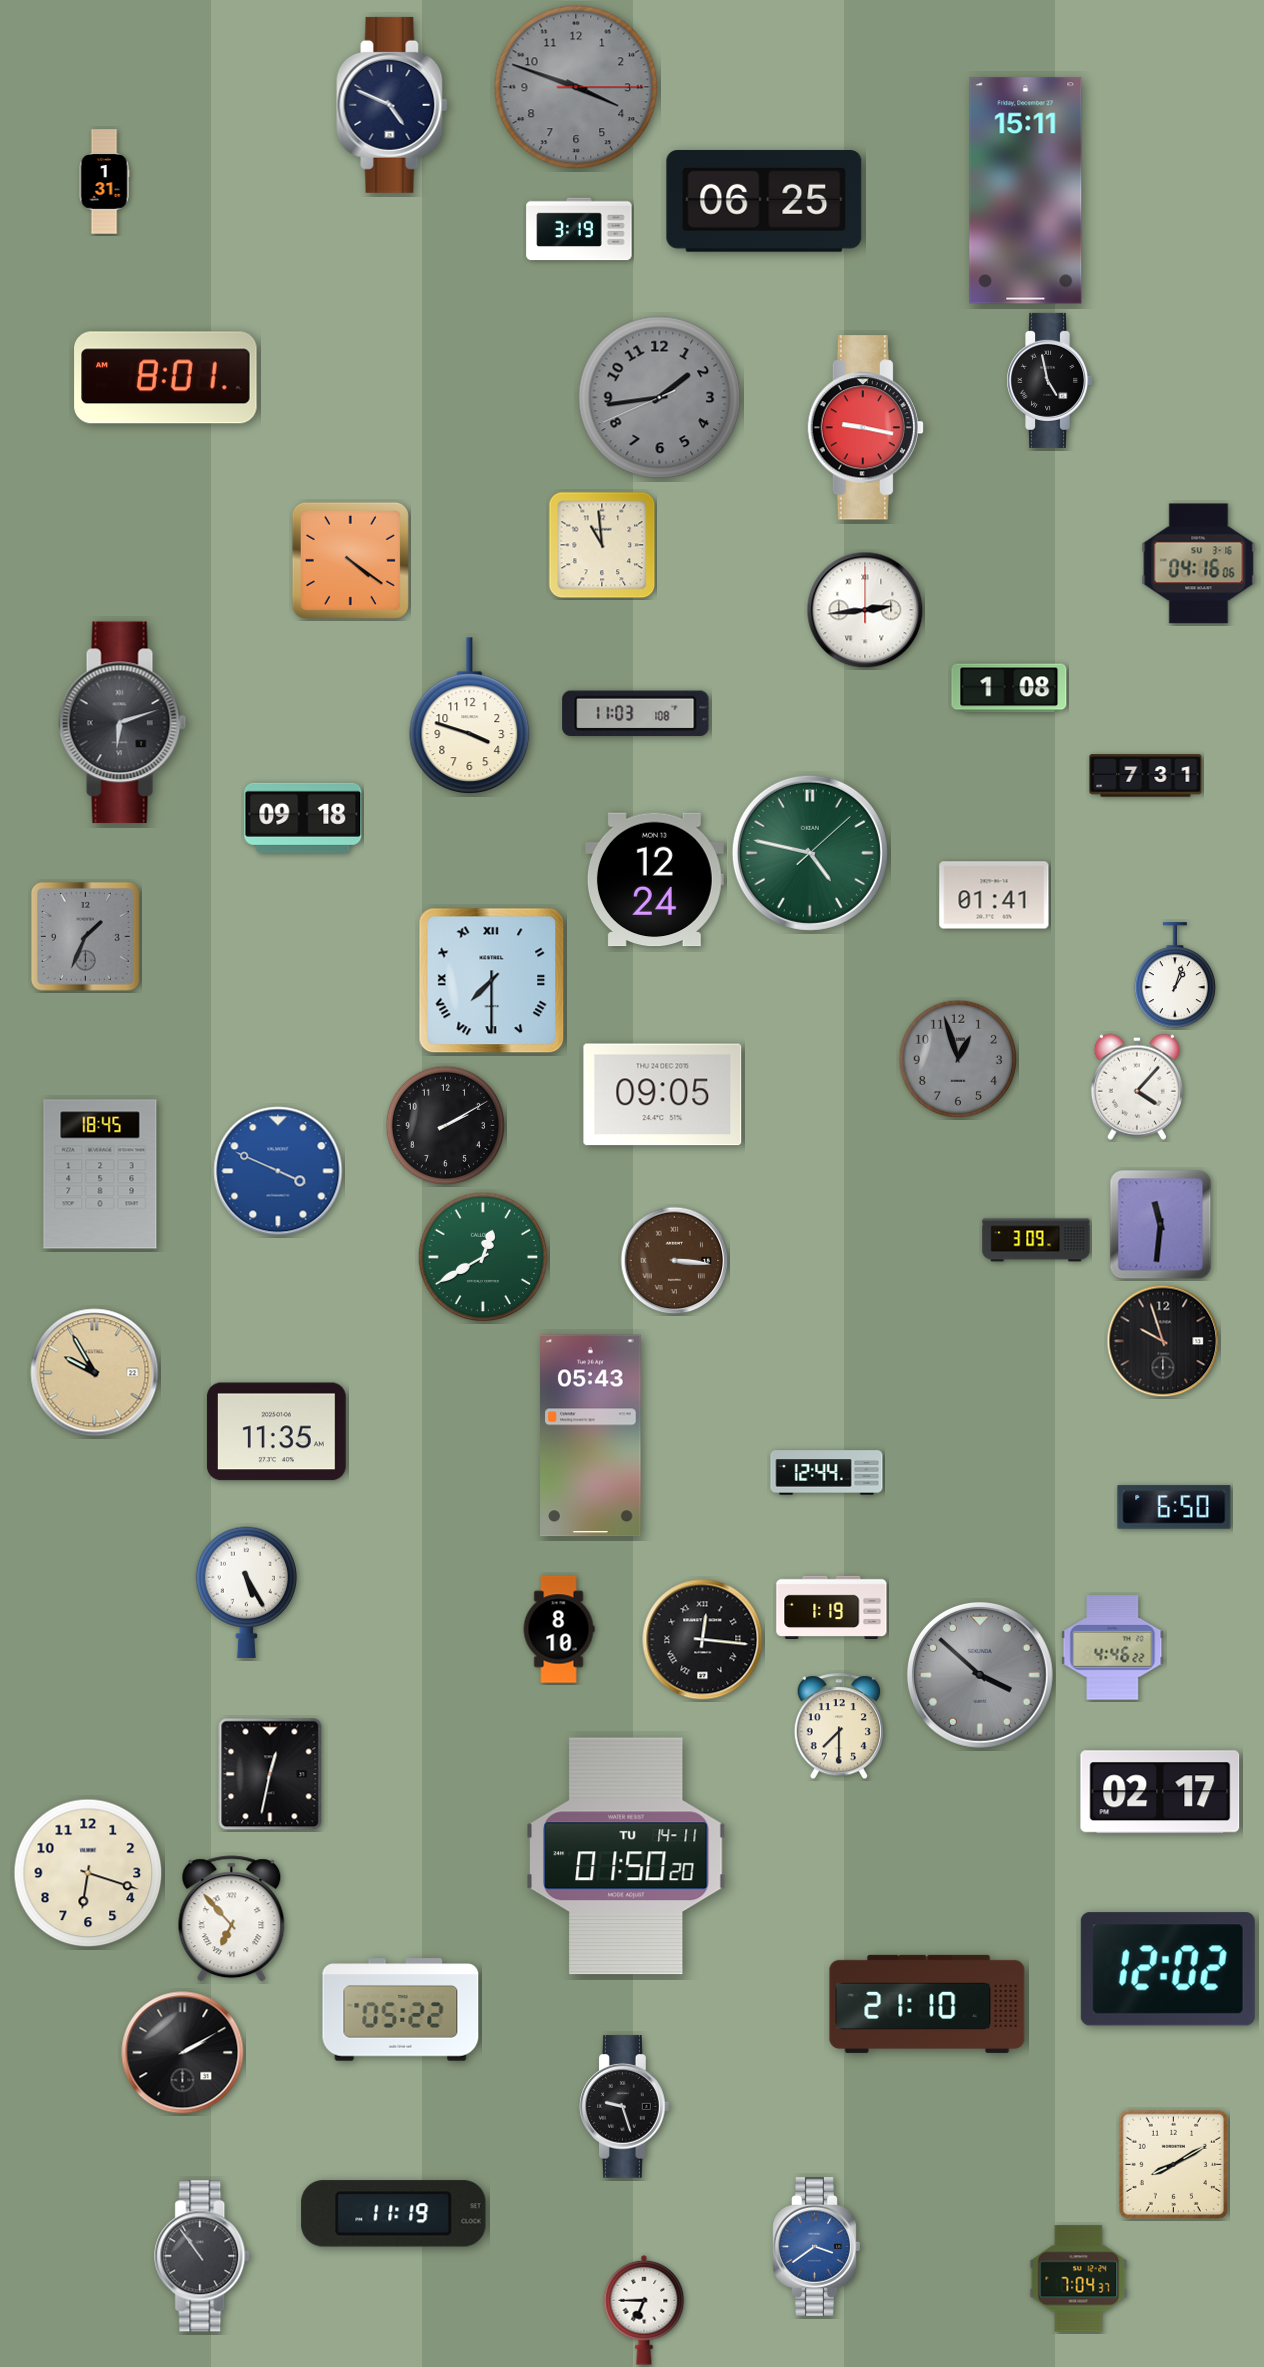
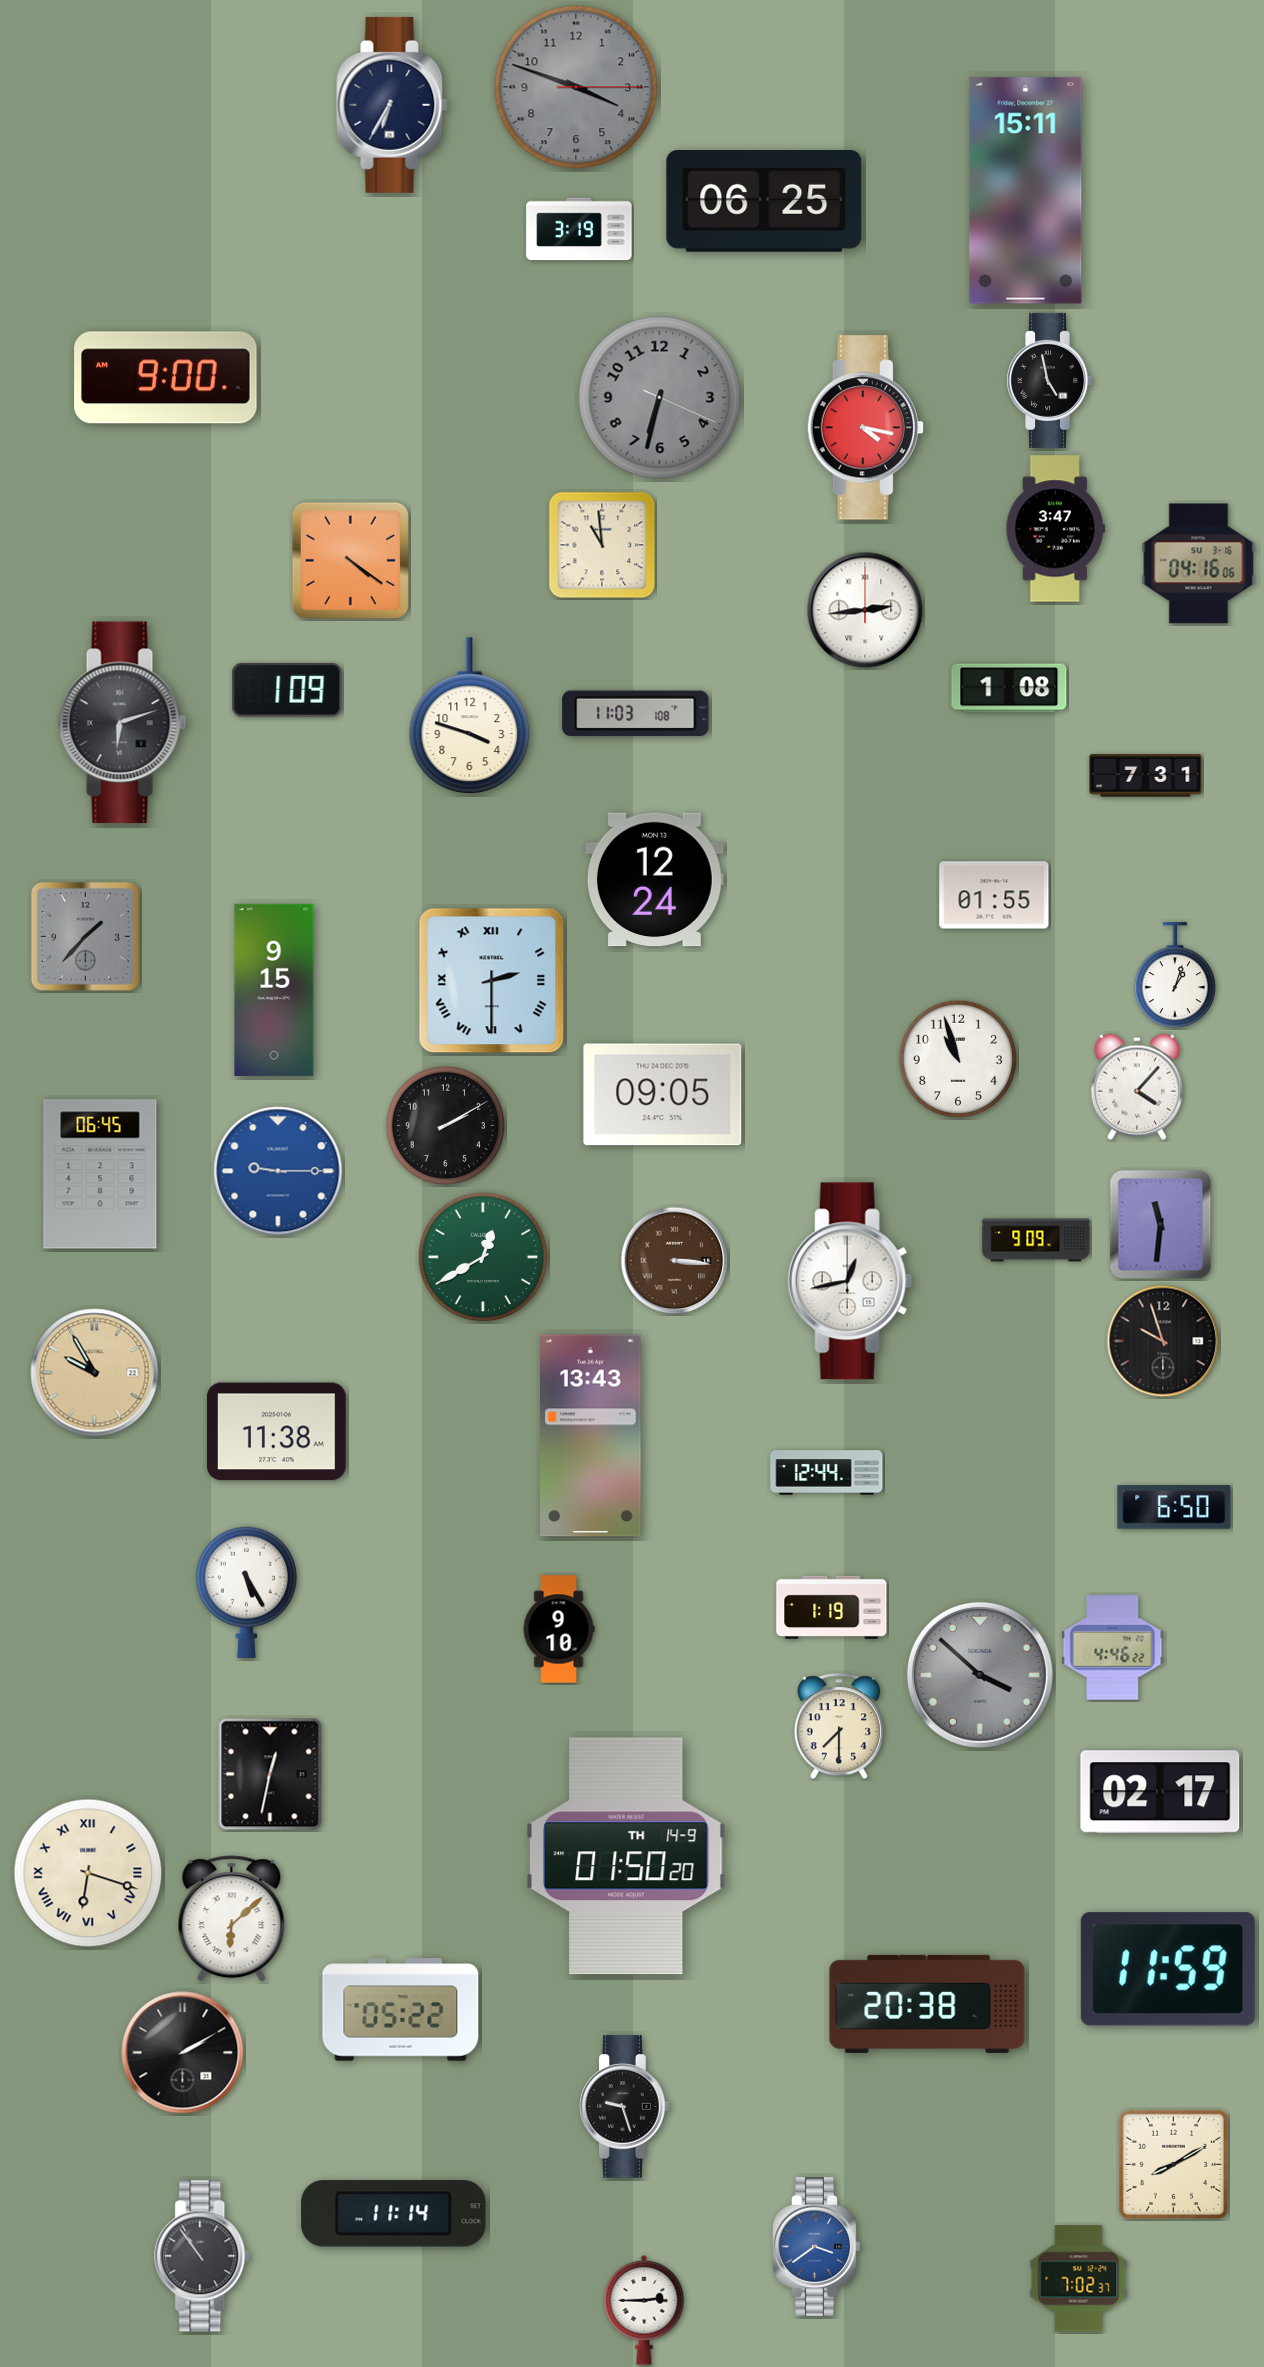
clock at (392, 105): 4:49 -> 6:35
clock at (104, 182): 1:31 -> none
clock at (166, 378): 8:01 -> 9:00
clock at (660, 398): 1:43 -> 6:32
clock at (865, 428): 9:17 -> 4:17
clock at (1055, 529): none -> 3:47
clock at (287, 690): none -> 1:09
clock at (303, 818): 09:18 -> none
clock at (810, 853): 4:47 -> none
clock at (994, 895): 01:41 -> 01:55
clock at (85, 936): 1:34 -> 1:37
clock at (492, 981): 7:30 -> 2:30
clock at (274, 990): none -> 9:15
clock at (958, 1059): 12:57 -> 10:57
clock at (958, 1059) dial: grey -> white
clock at (278, 1171): 3:49 -> 9:15
clock at (100, 1174): 18:45 -> 06:45
clock at (1036, 1240): 3:09 -> 9:09
clock at (850, 1281): none -> 12:43
clock at (276, 1432): 11:35 -> 11:38
clock at (591, 1436): 05:43 -> 13:43
clock at (559, 1629): 8:10 -> 9:10
clock at (703, 1640): 12:16 -> none
clock at (626, 1856) date: TU 14-11 -> TH 14-9
clock at (88, 1873) numerals: Arabic -> Roman
clock at (232, 1919): 6:53 -> 6:08
clock at (1168, 1969): 12:02 -> 11:59
clock at (927, 2004): 21:10 -> 20:38
clock at (394, 2214): 11:19 -> 11:14
clock at (1079, 2279): 7:04 -> 7:02
clock at (644, 2310): 6:45 -> 2:45
